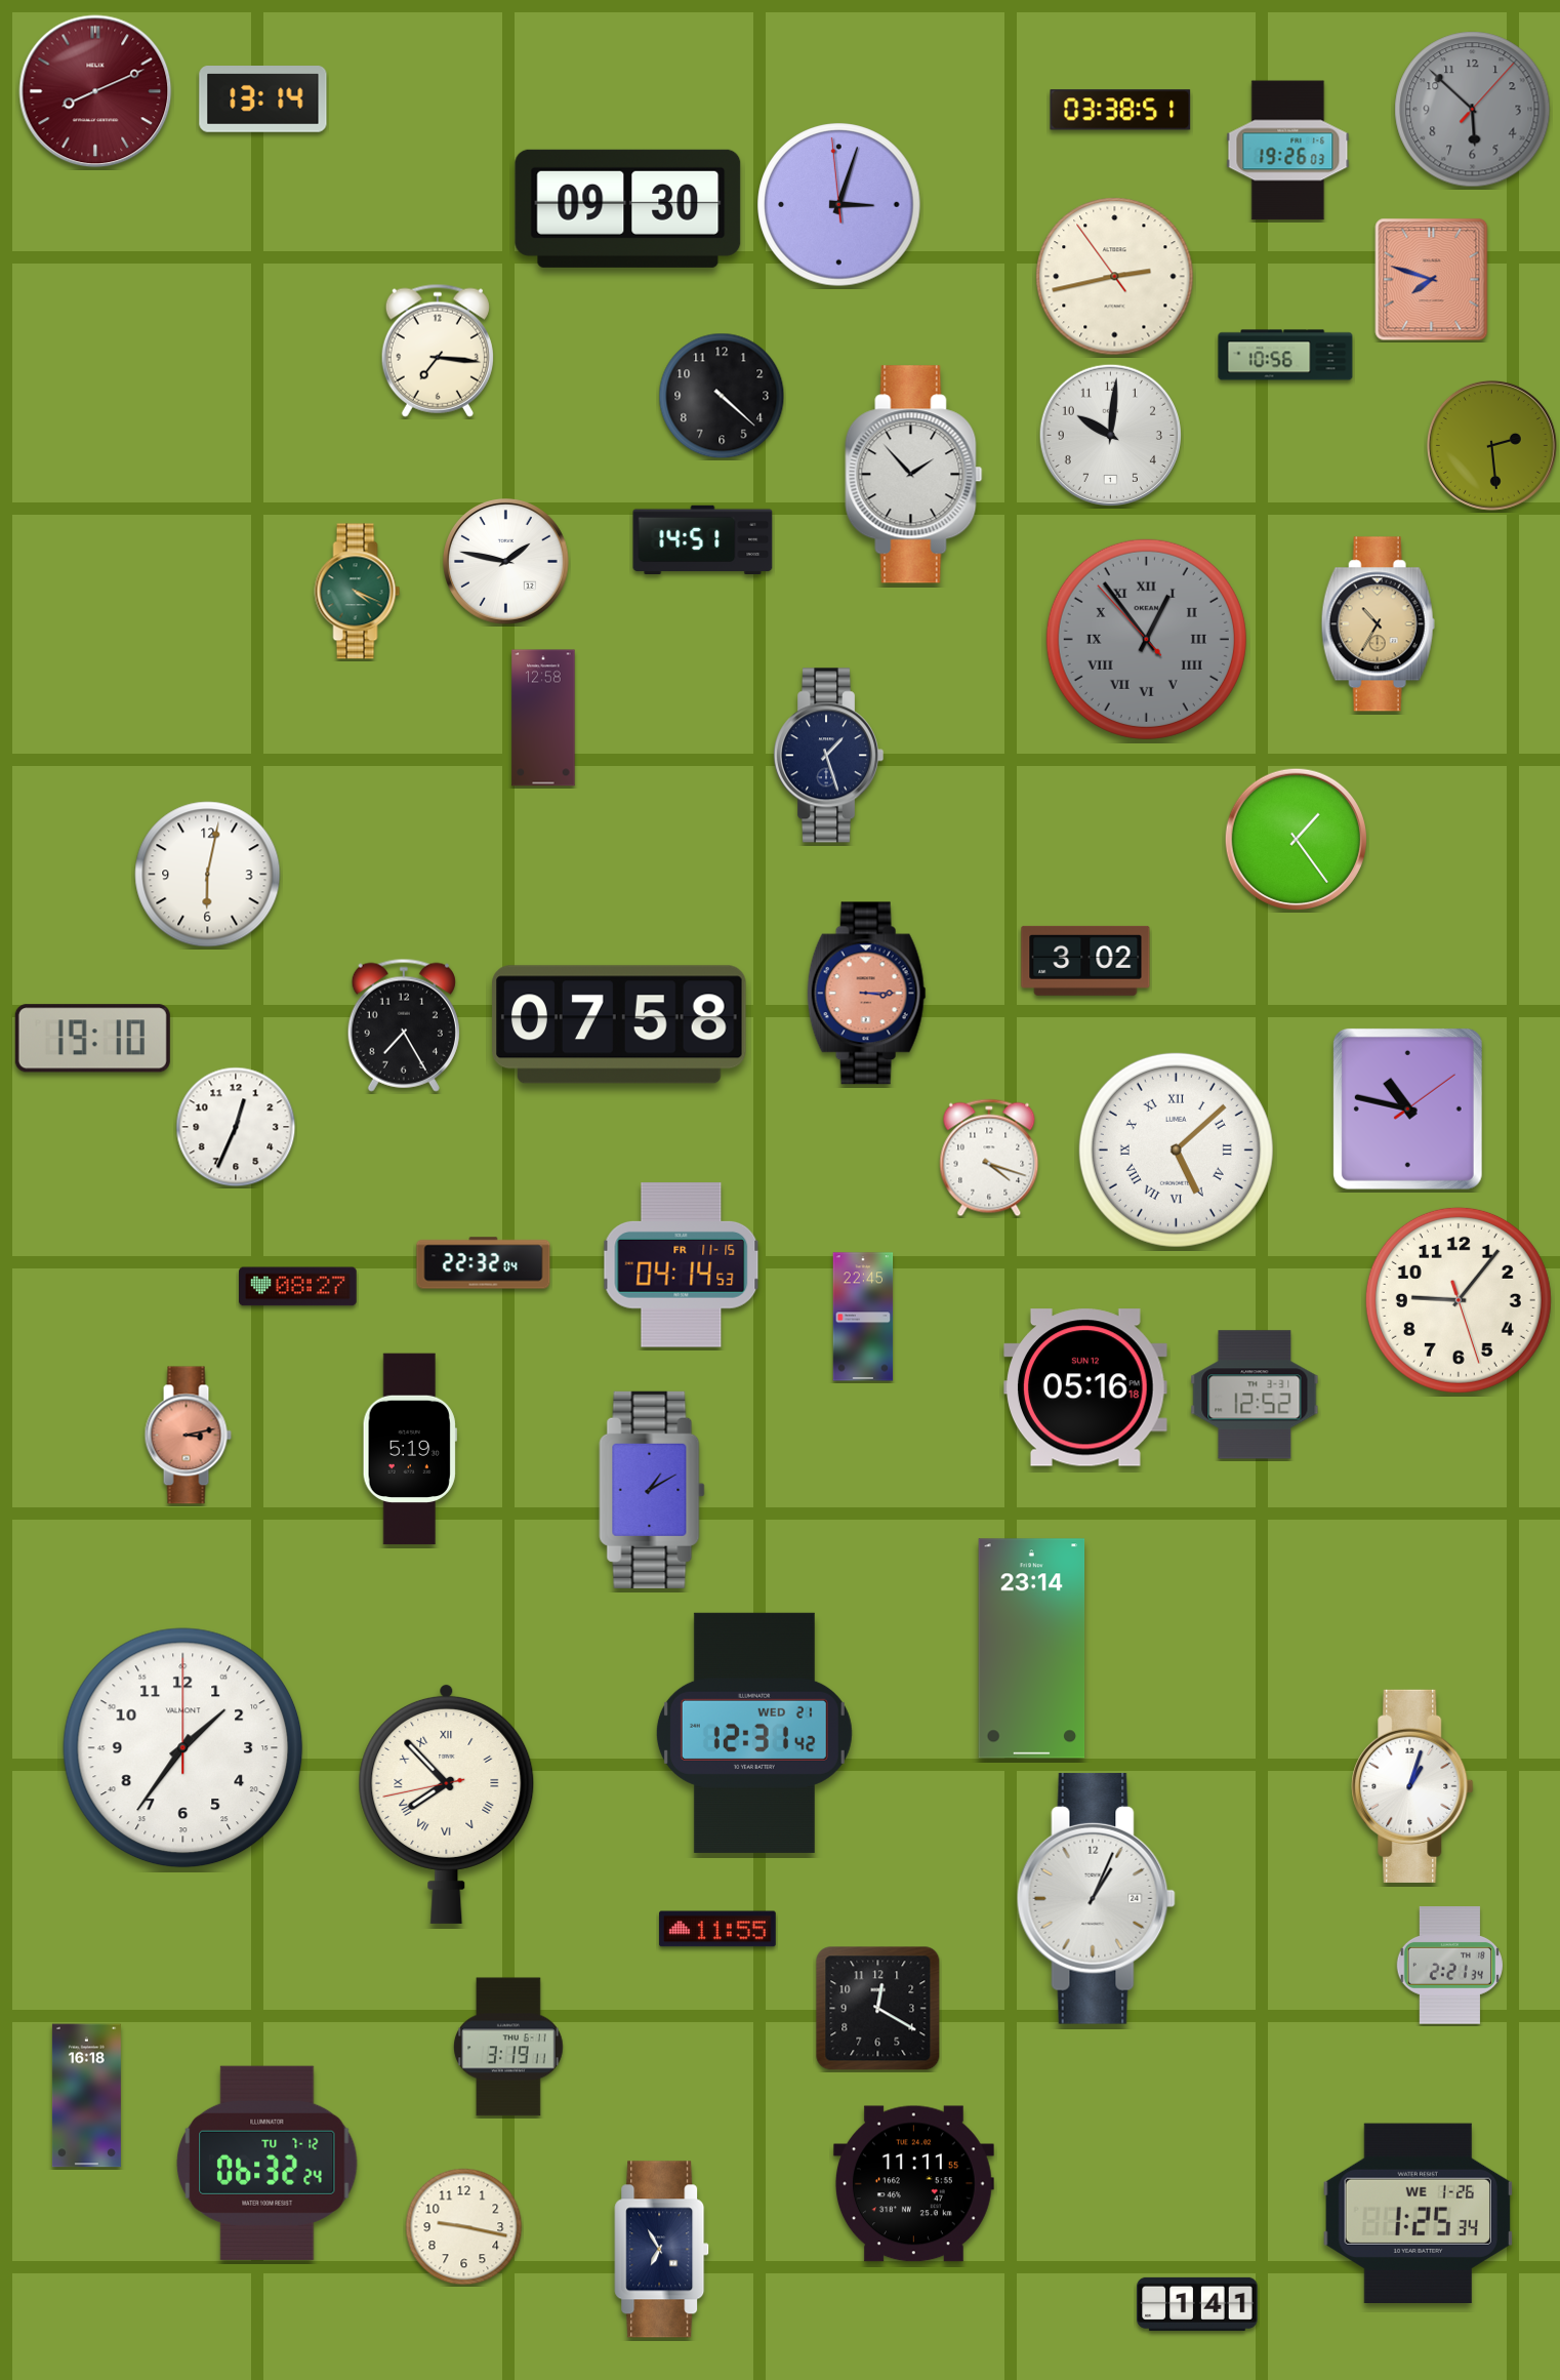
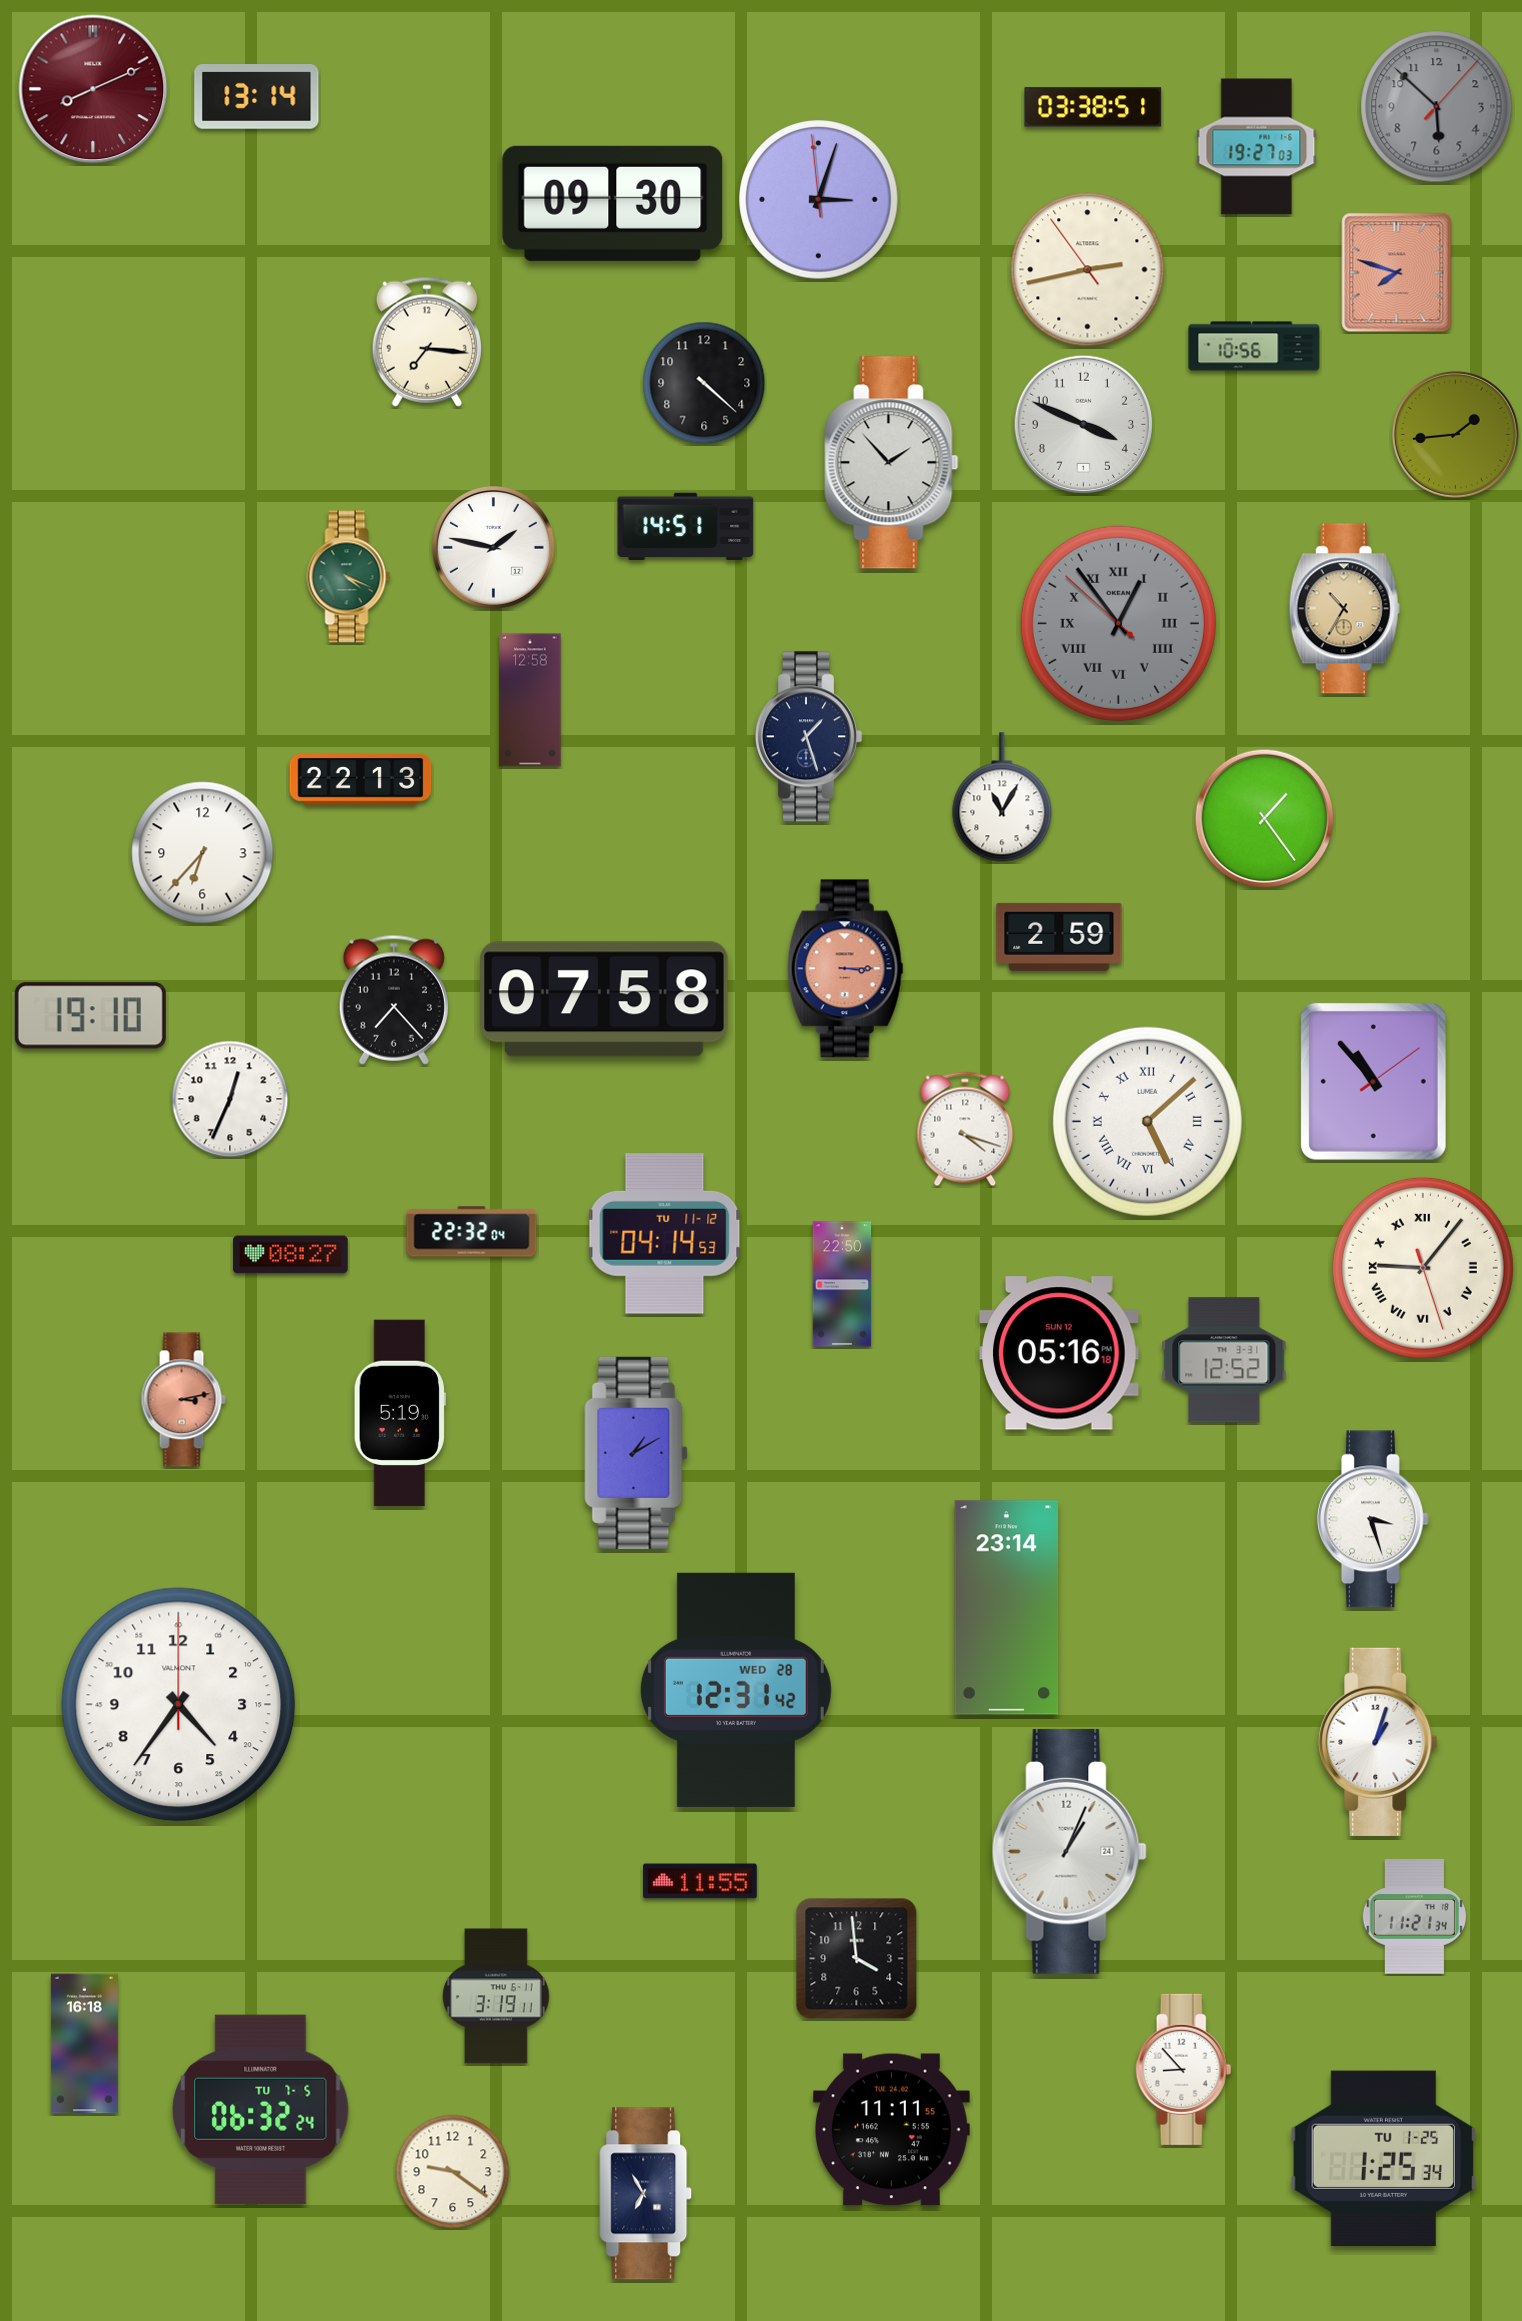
clock at (1288, 151): 19:26 -> 19:27
clock at (722, 396) position: (722, 396) -> (704, 383)
clock at (1110, 435): 10:01 -> 3:49
clock at (1491, 445): 2:29 -> 1:44
clock at (1146, 639): 12:53:53 -> 12:53:52
clock at (361, 780): none -> 22:13
clock at (1002, 797): none -> 11:05
clock at (208, 875): 6:02 -> 6:37
clock at (1085, 961): 3:02 -> 2:59
clock at (404, 1025): 7:25 -> 7:23
clock at (92, 1039) position: (92, 1039) -> (90, 1016)
clock at (1407, 1108): 10:47 -> 10:53
clock at (682, 1265) date: FR 11-15 -> TU 11-12
clock at (1459, 1300) numerals: Arabic -> Roman
clock at (863, 1317): 22:45 -> 22:50
clock at (1373, 1519): none -> 3:27
clock at (754, 1733) date: WED 21 -> WED 28
clock at (183, 1748): 1:36 -> 4:36
clock at (447, 1804): 7:52 -> none
clock at (1449, 1966): 2:21 -> 11:21
clock at (878, 2009): 12:20 -> 3:59
clock at (1184, 2069): none -> 8:53
clock at (268, 2163) date: TU 7-12 -> TU 7-5
clock at (1418, 2213) date: WE 1-26 -> TU 1-25
clock at (464, 2227): 9:17 -> 9:21
clock at (1197, 2304): 1:41 -> none
